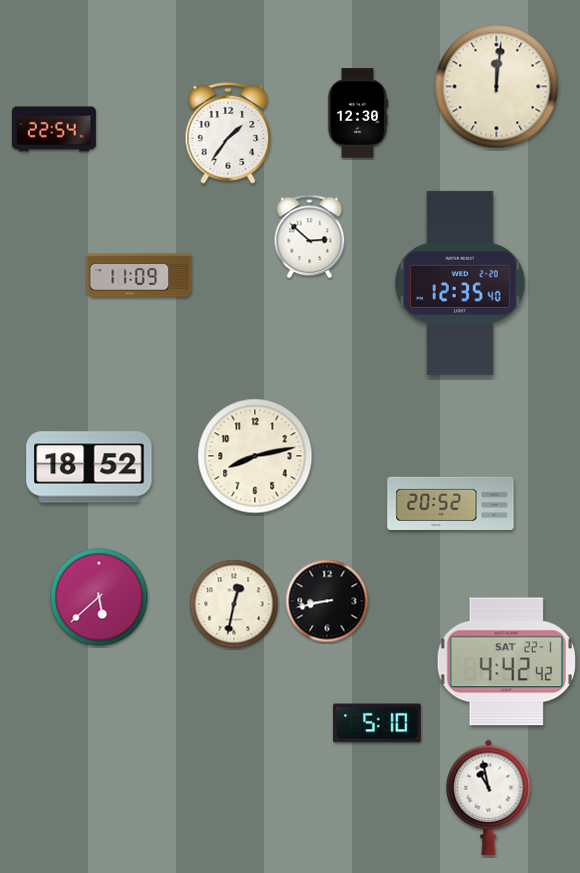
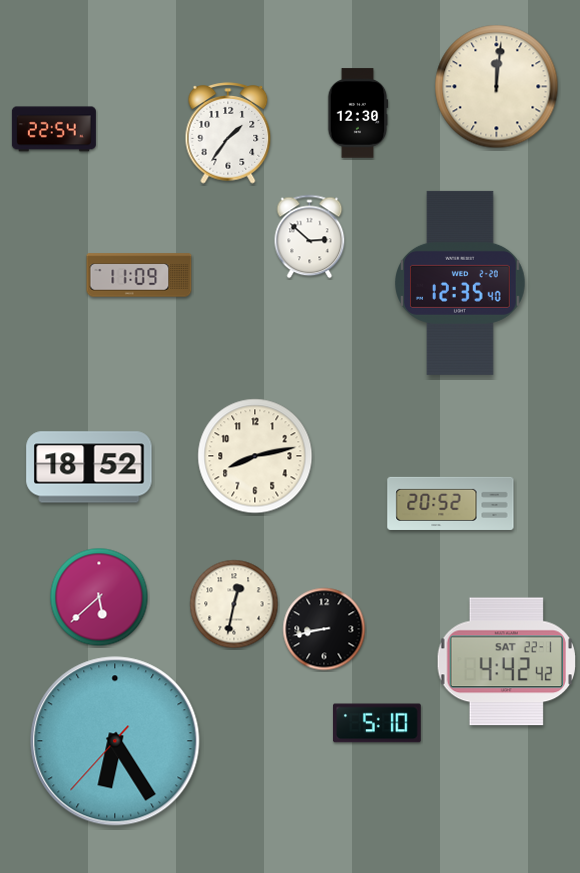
clock at (327, 601) position: (327, 601) -> (324, 629)
clock at (115, 741): none -> 6:24
clock at (489, 797): 10:58 -> none
